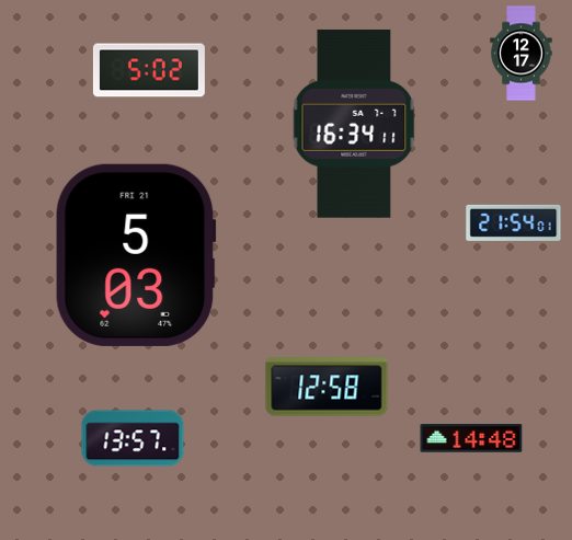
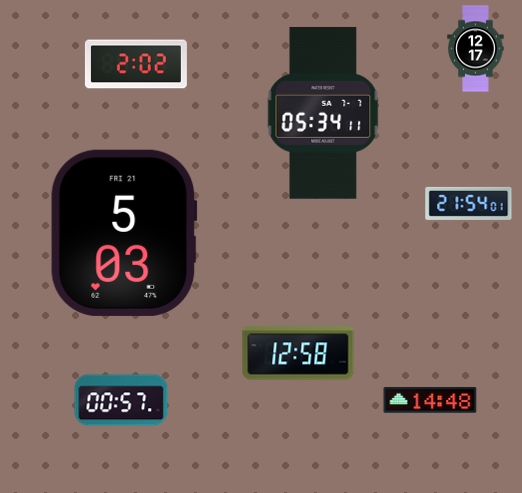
clock at (149, 70): 5:02 -> 2:02
clock at (354, 124): 16:34 -> 05:34
clock at (133, 438): 13:57 -> 00:57
